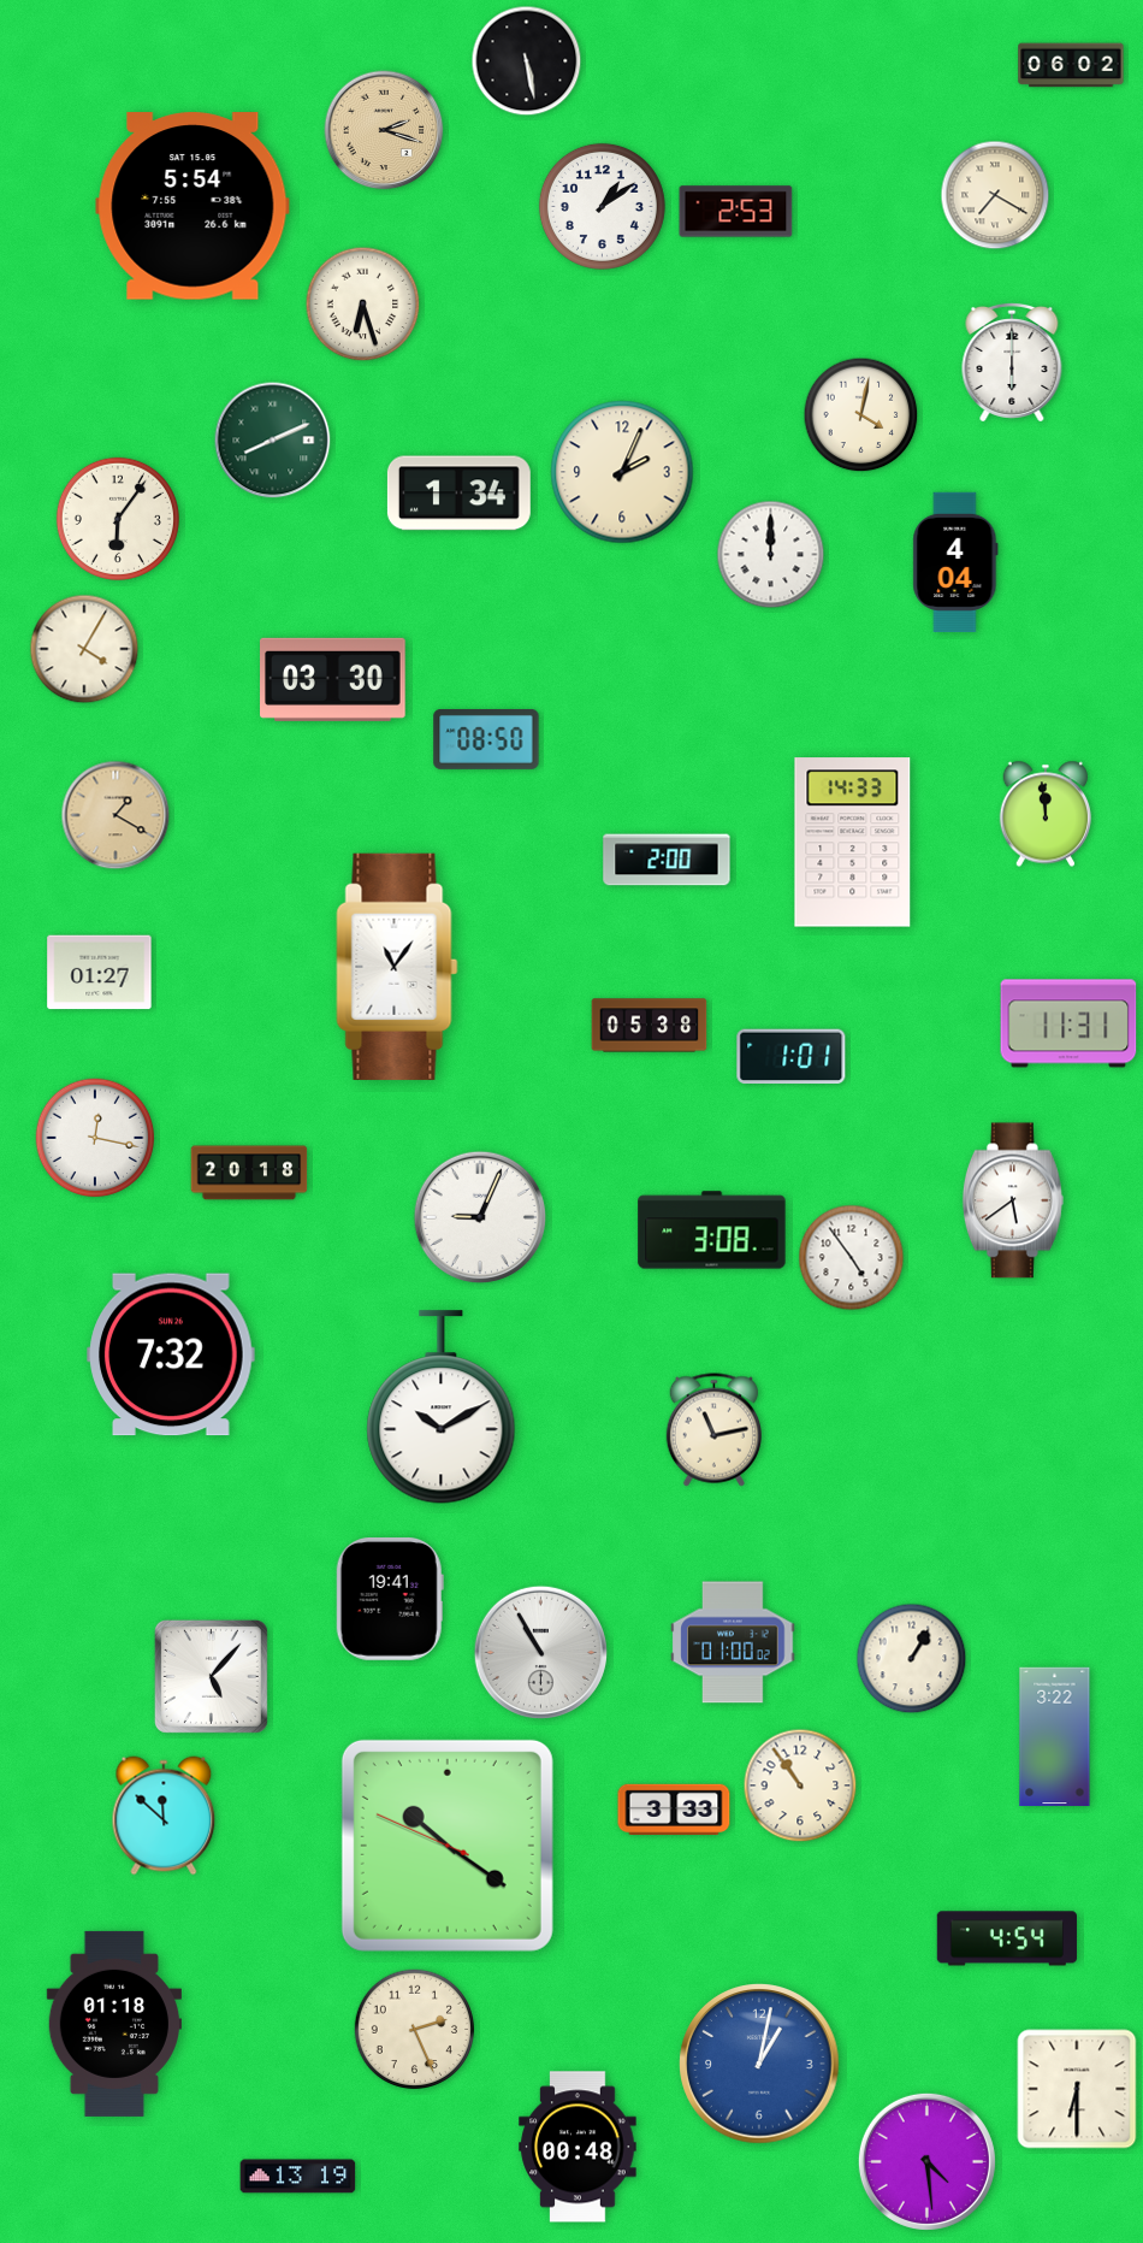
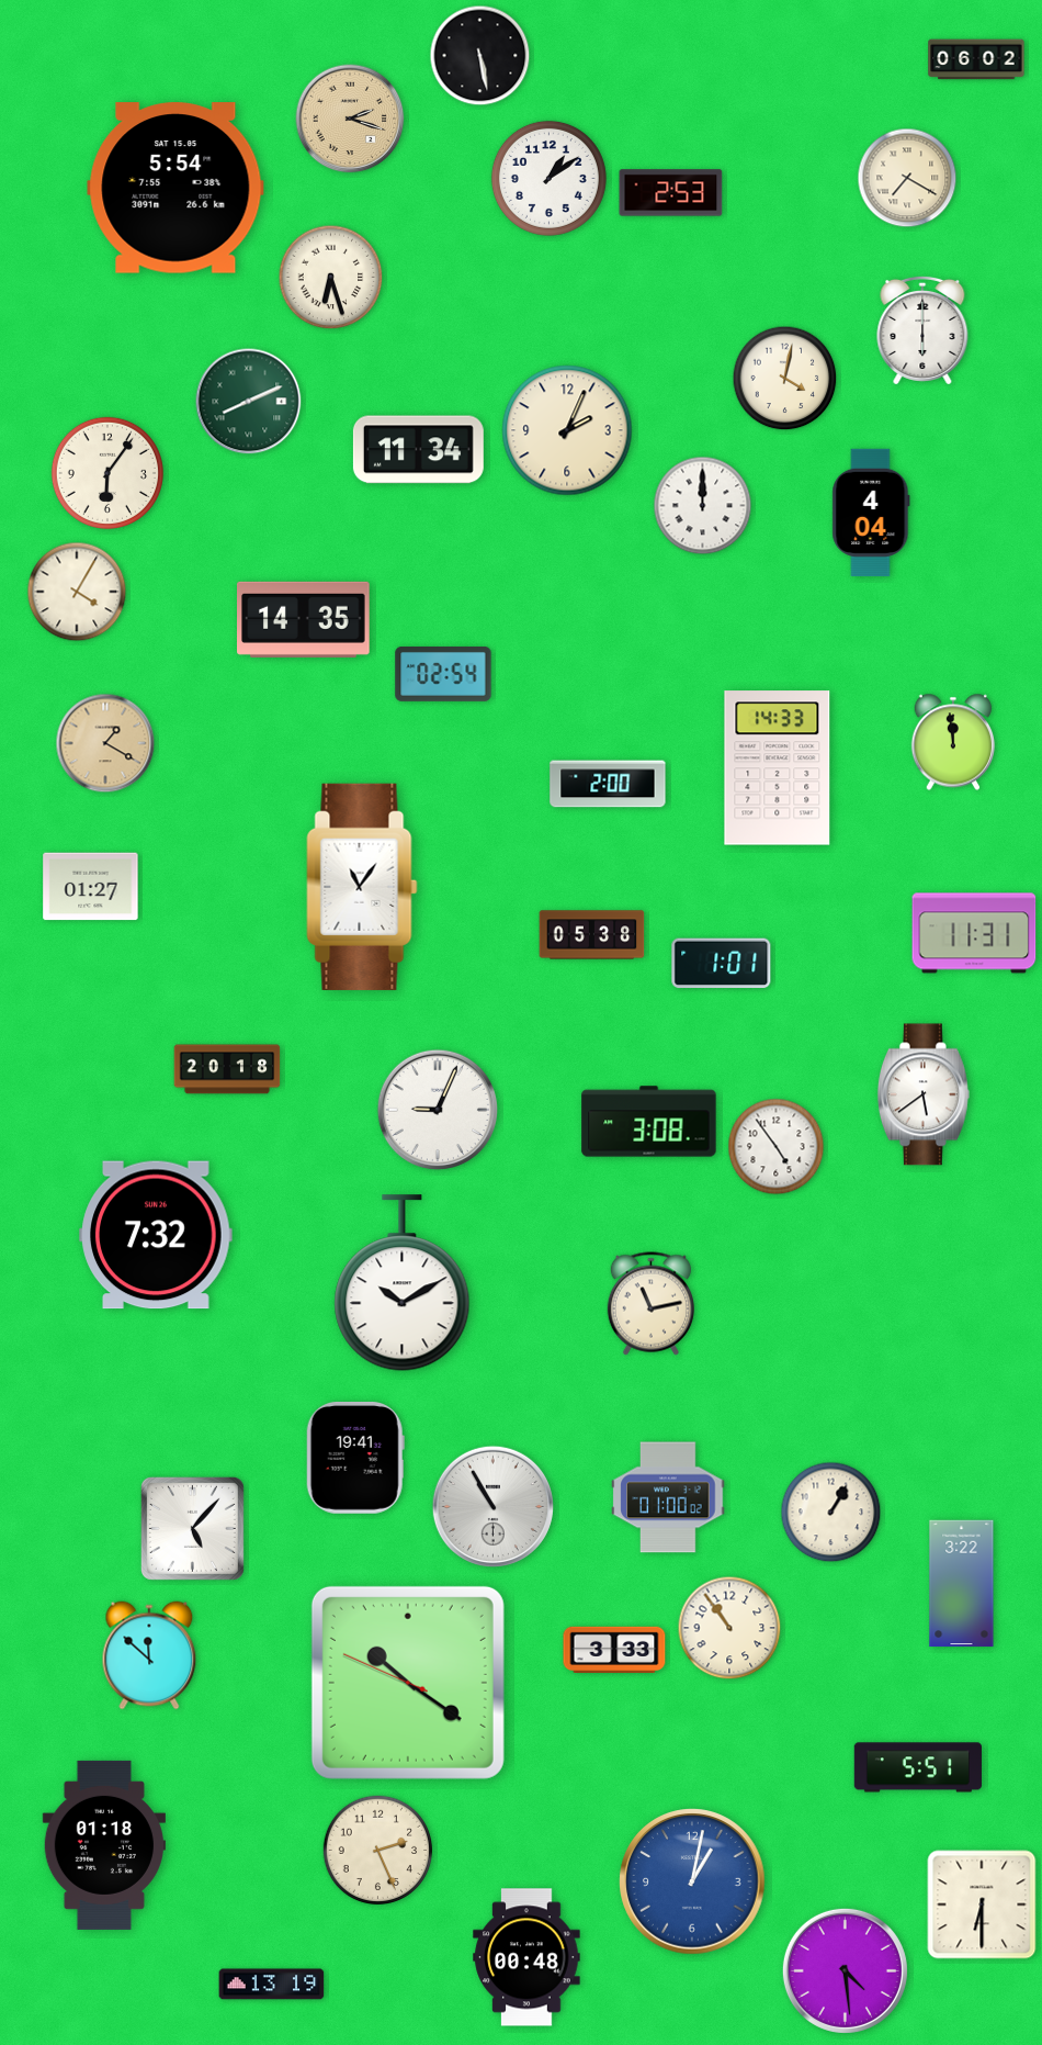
clock at (602, 206) position: (602, 206) -> (548, 178)
clock at (458, 494): 1:34 -> 11:34
clock at (333, 679): 03:30 -> 14:35
clock at (486, 740): 08:50 -> 02:54
clock at (397, 967) position: (397, 967) -> (362, 887)
clock at (95, 1138): 12:17 -> none
clock at (1007, 1938): 4:54 -> 5:51
